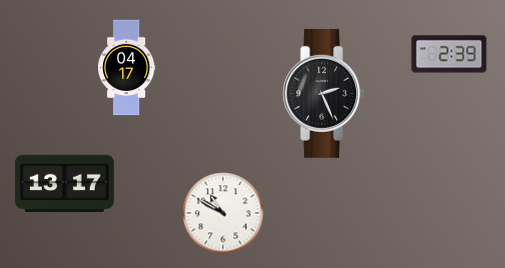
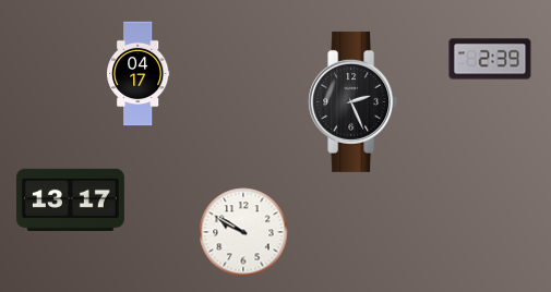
clock at (223, 213): 10:50 -> 9:50
